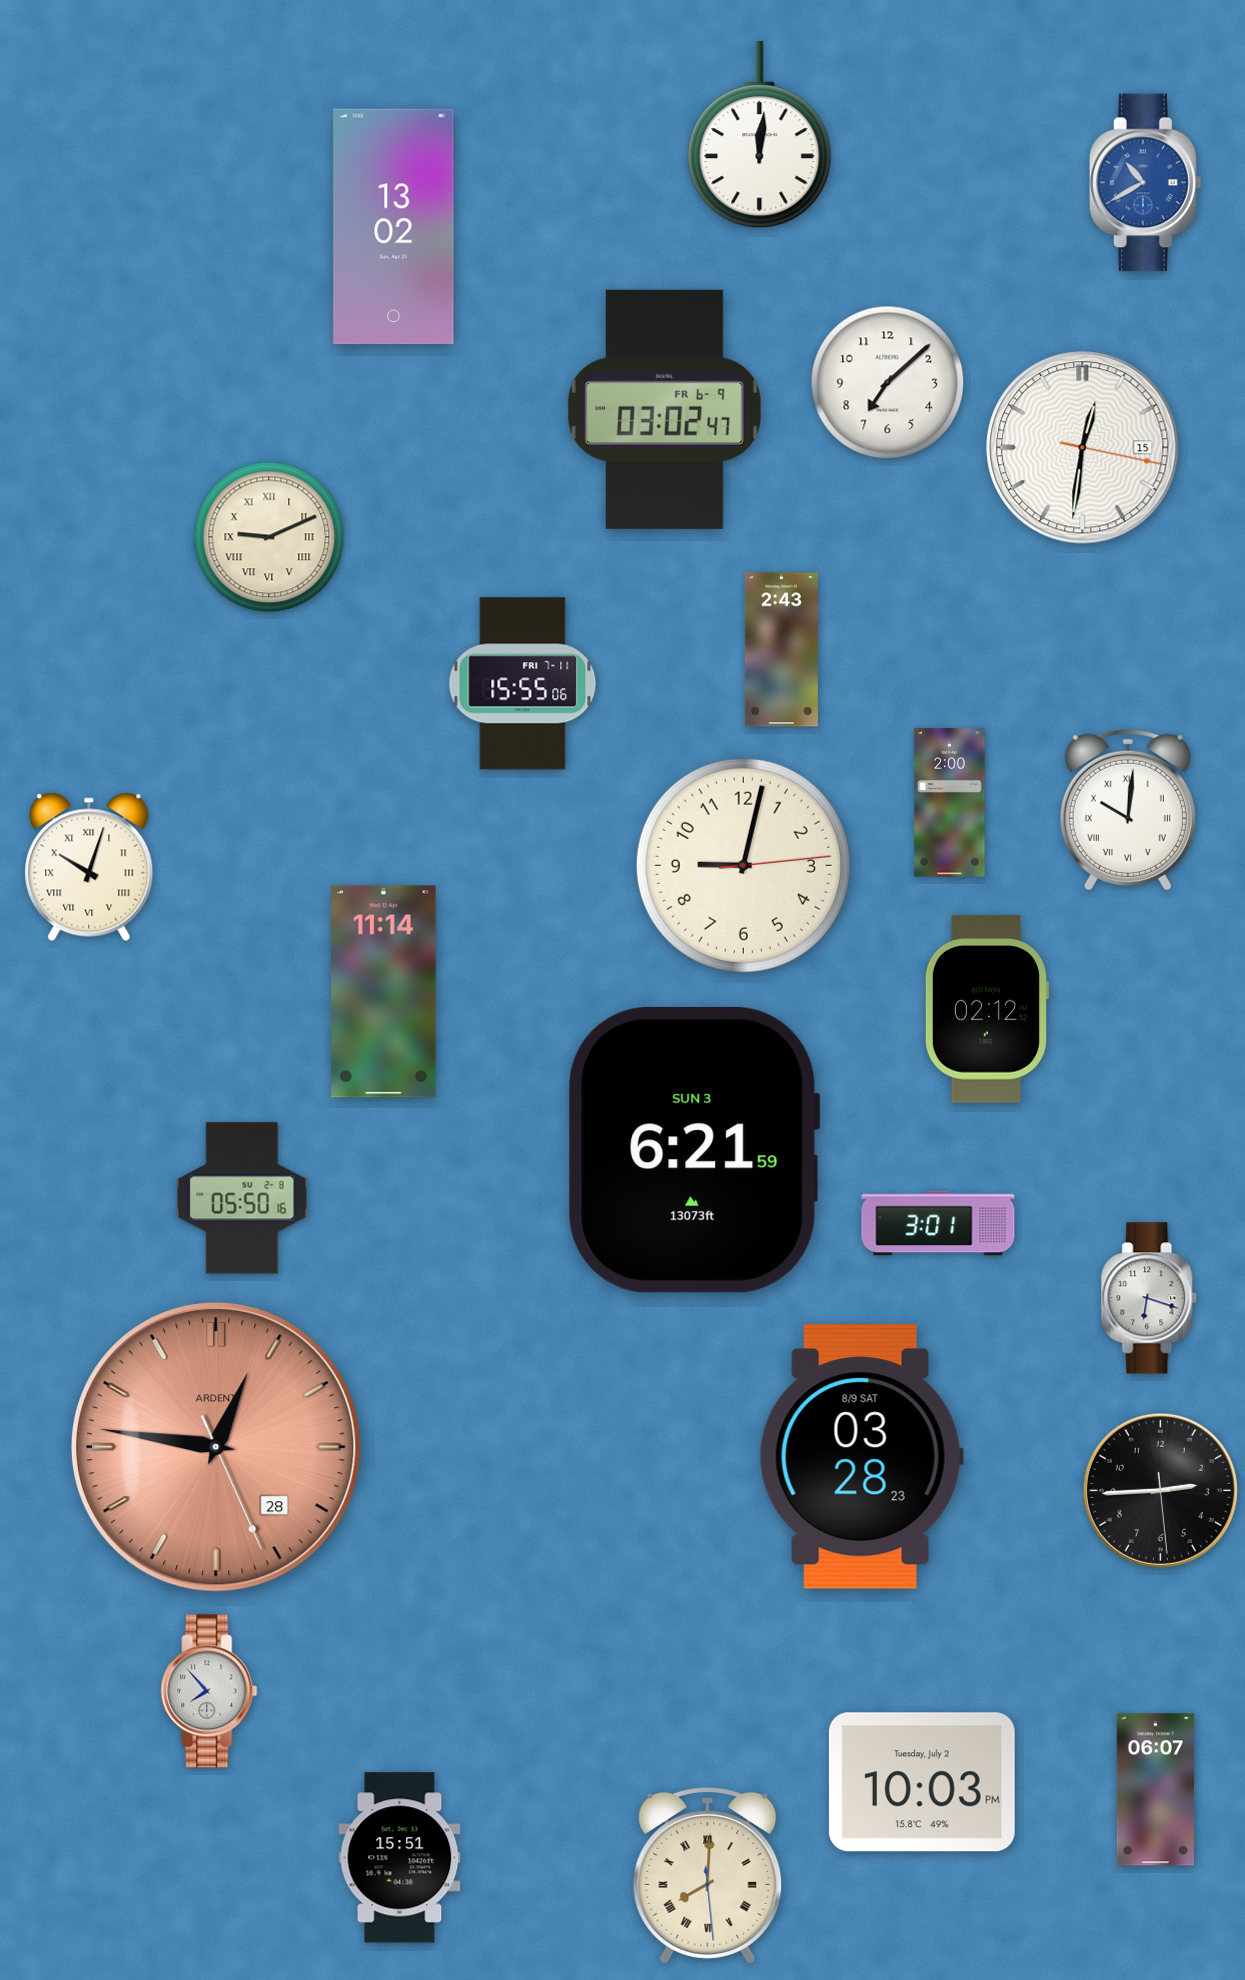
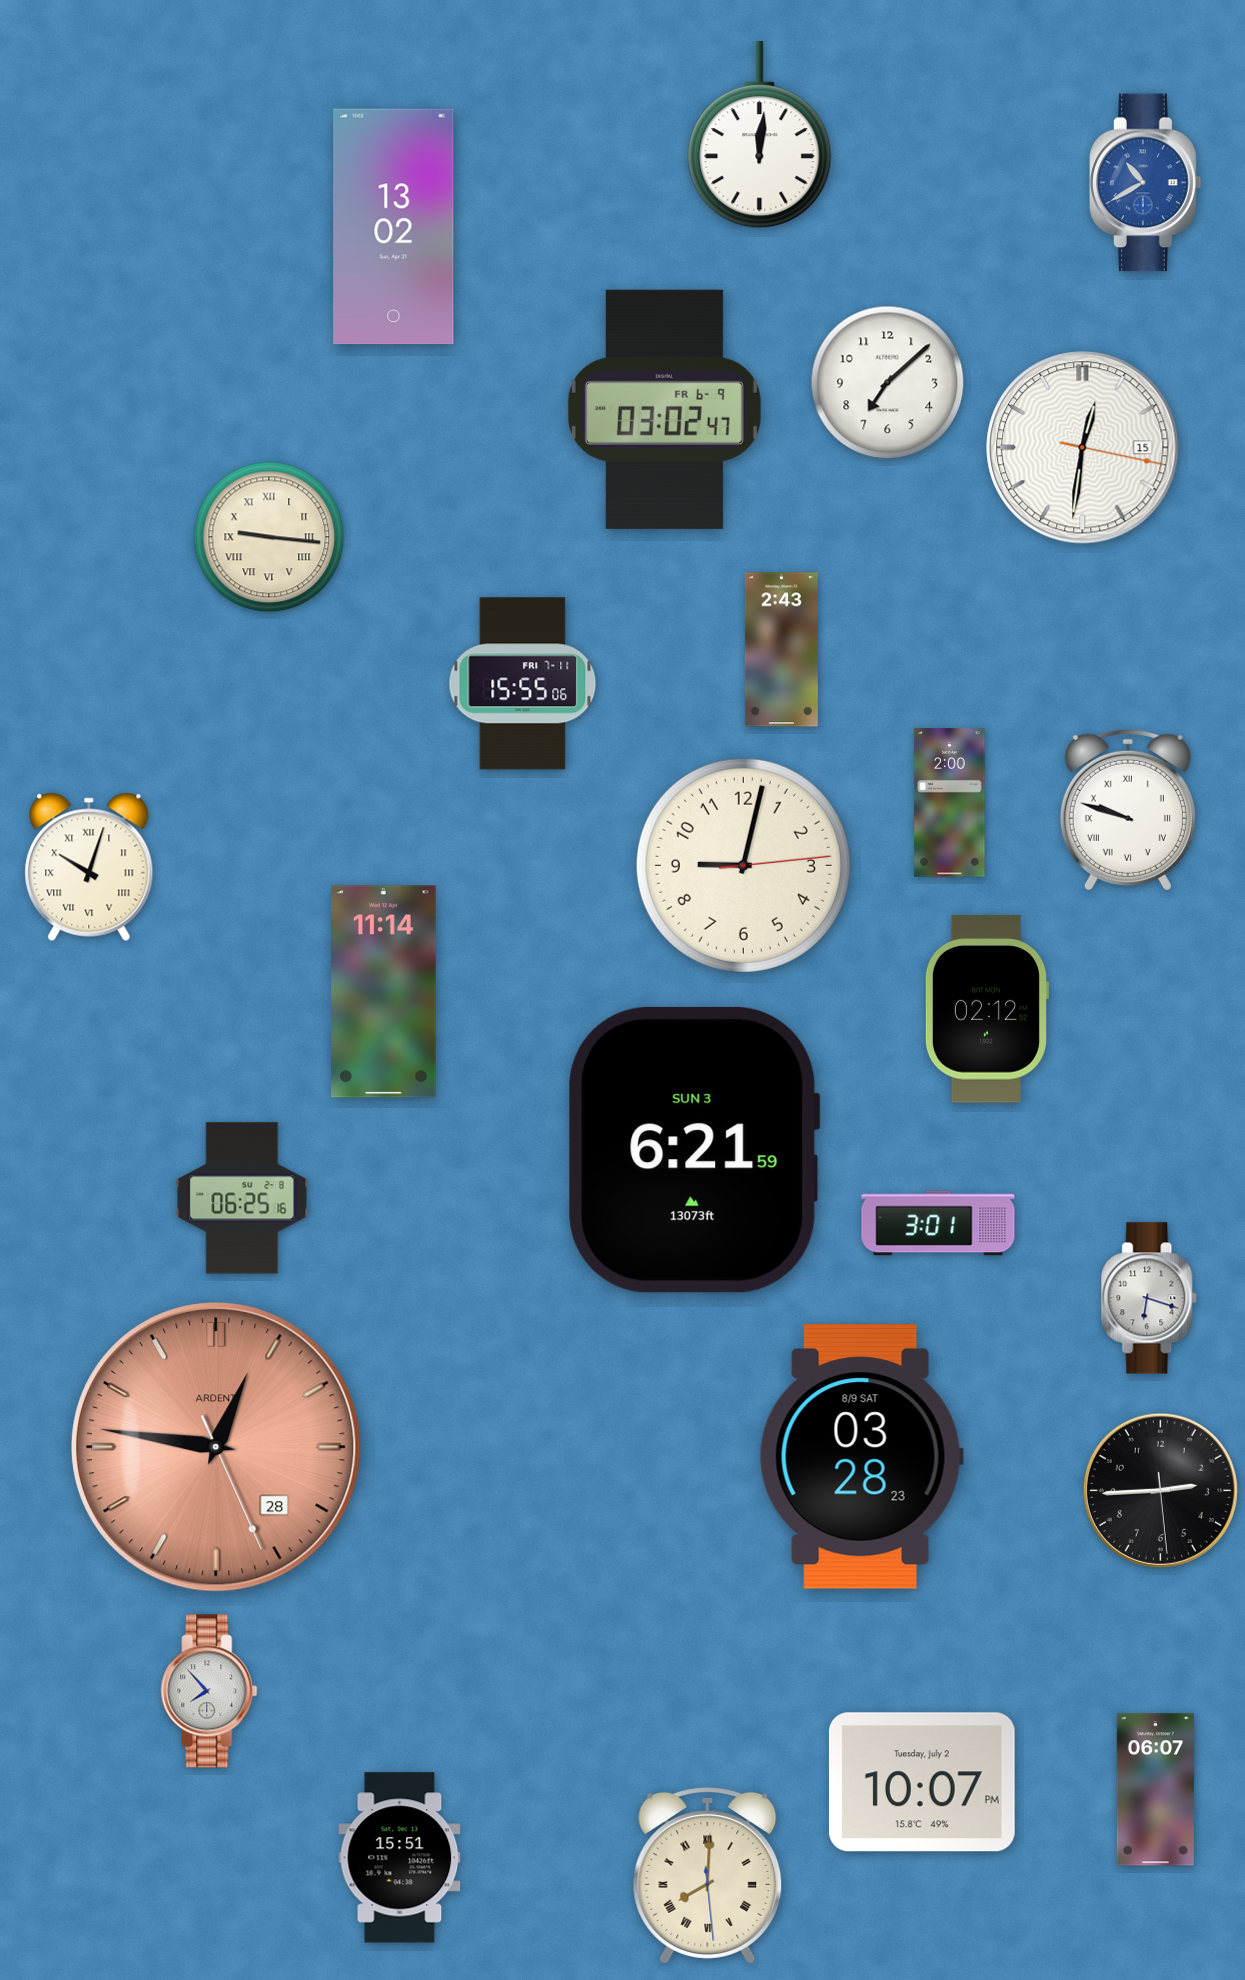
clock at (269, 537): 9:11 -> 9:16
clock at (1128, 810): 10:01 -> 9:48
clock at (242, 1198): 05:50 -> 06:25
clock at (922, 1782): 10:03 -> 10:07
